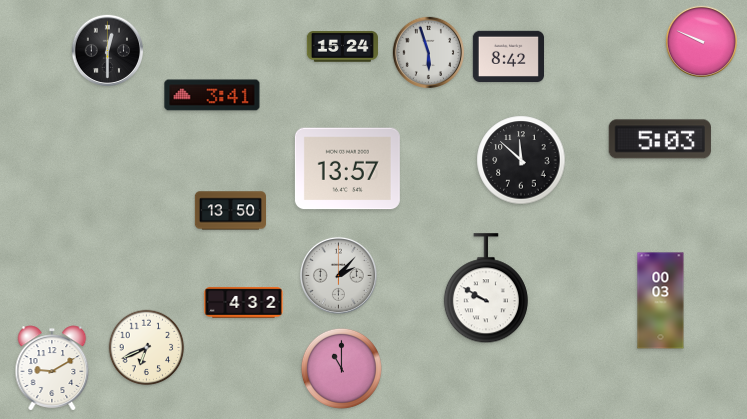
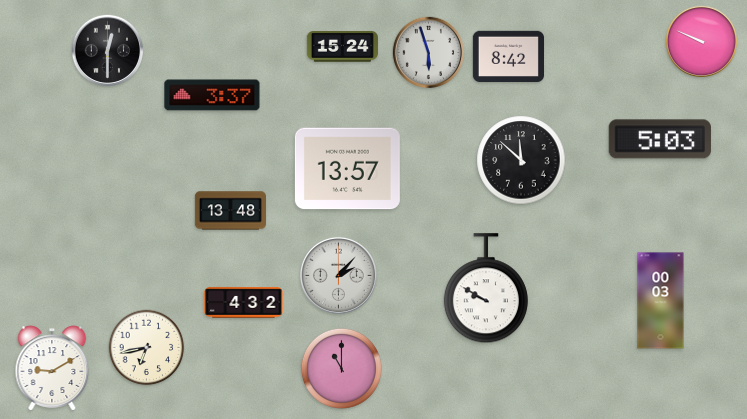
clock at (212, 95): 3:41 -> 3:37
clock at (230, 211): 13:50 -> 13:48
clock at (147, 348): 6:41 -> 6:43
